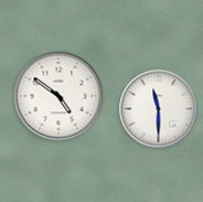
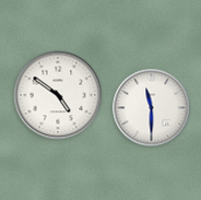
clock at (159, 109) position: (159, 109) -> (152, 108)
